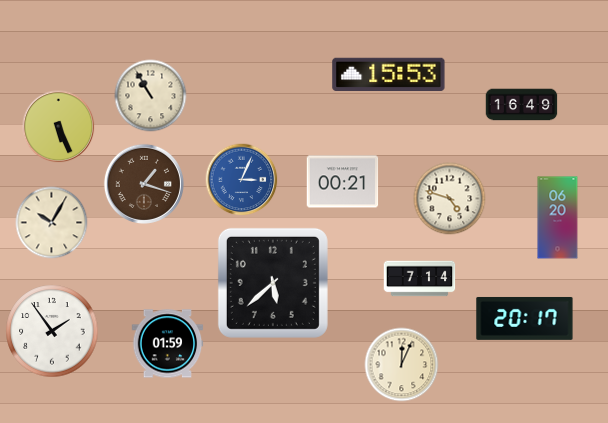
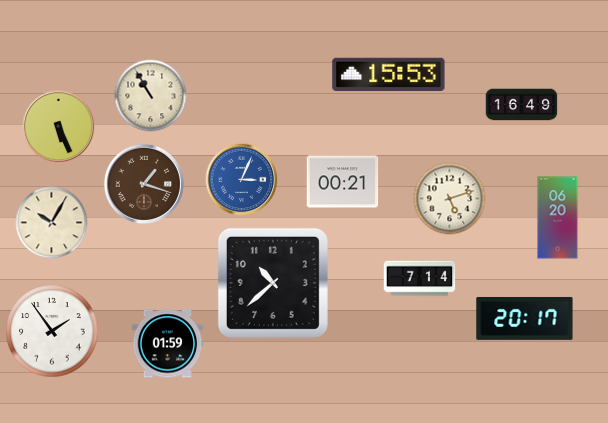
clock at (450, 199): 4:48 -> 5:12
clock at (273, 283): 5:38 -> 10:38
clock at (402, 365): 12:04 -> none
